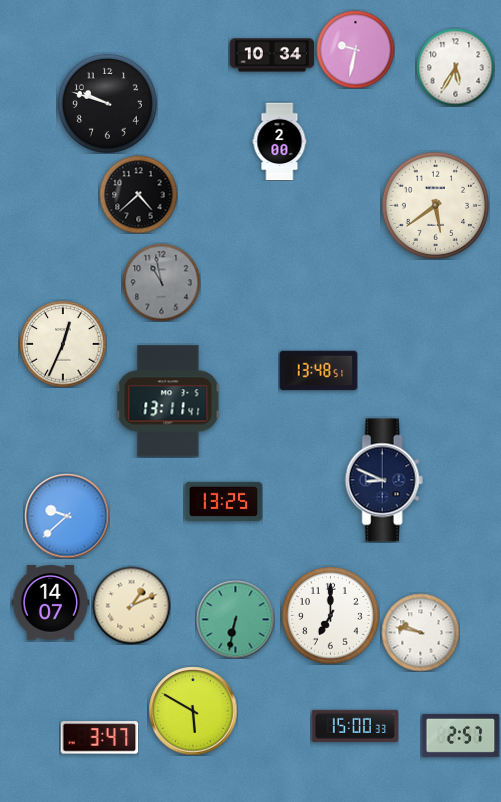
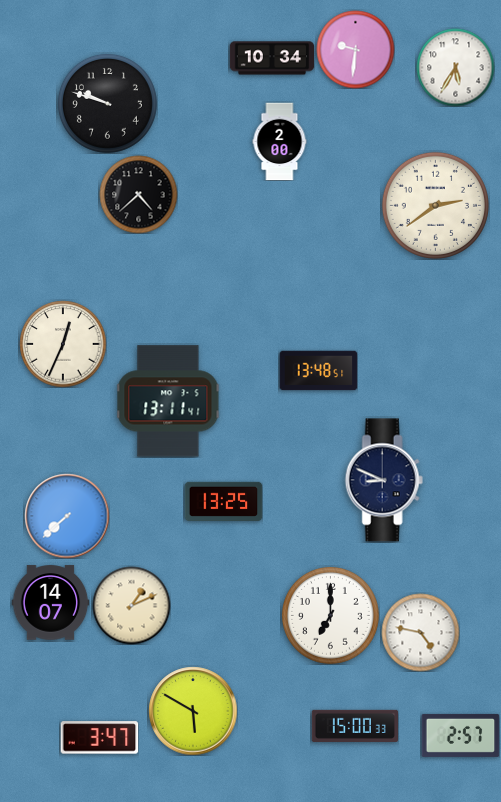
clock at (355, 49): 9:32 -> 9:31
clock at (272, 55) position: (272, 55) -> (272, 58)
clock at (435, 205): 5:39 -> 2:39
clock at (161, 282): 10:58 -> none
clock at (67, 516): 9:38 -> 7:38
clock at (235, 619): 6:32 -> none
clock at (420, 632): 9:47 -> 4:47
